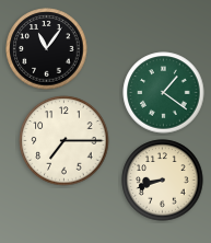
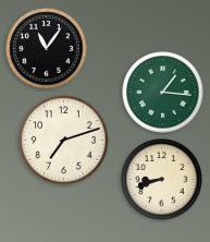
clock at (164, 93): 1:21 -> 1:16
clock at (65, 141): 7:15 -> 7:12
